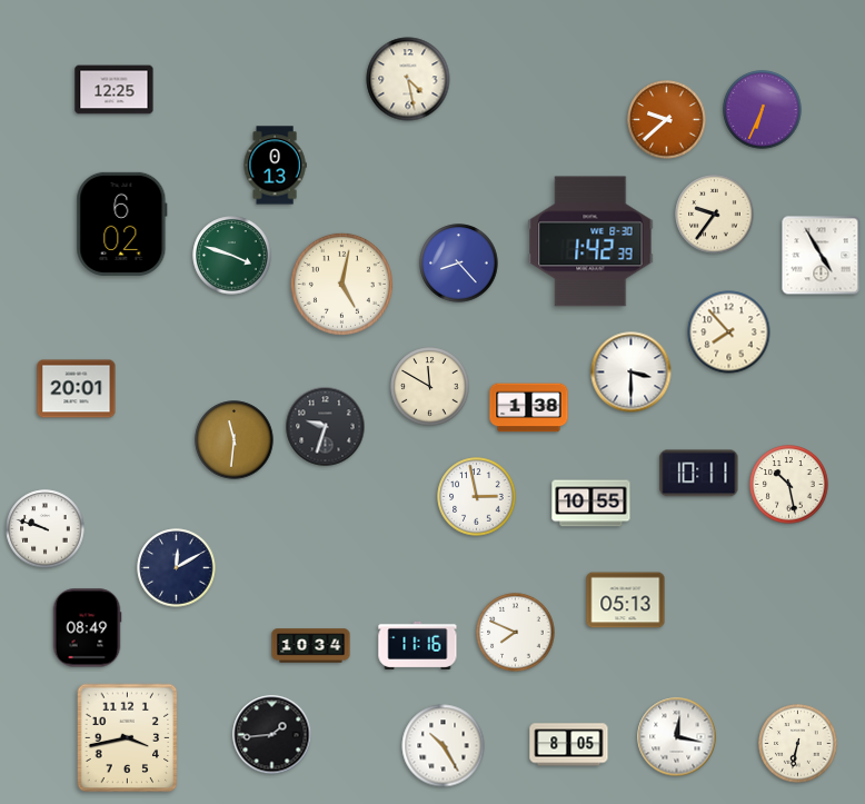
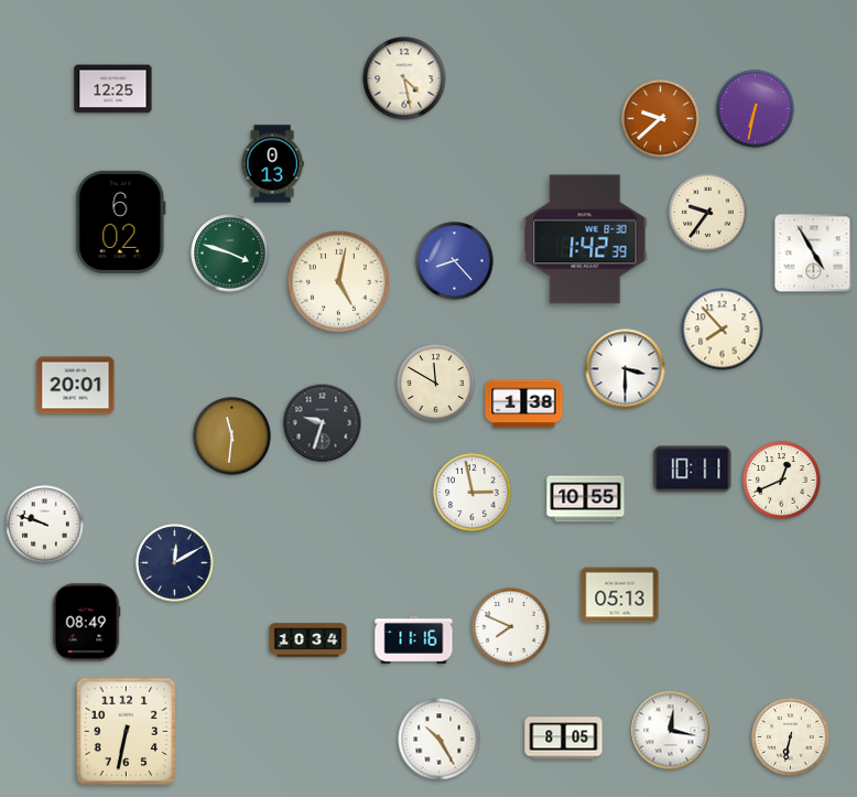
clock at (763, 110): 6:34 -> 6:32
clock at (430, 387) position: (430, 387) -> (436, 384)
clock at (789, 485): 10:28 -> 12:41
clock at (272, 735): 1:44 -> none
clock at (128, 738): 3:43 -> 6:32
